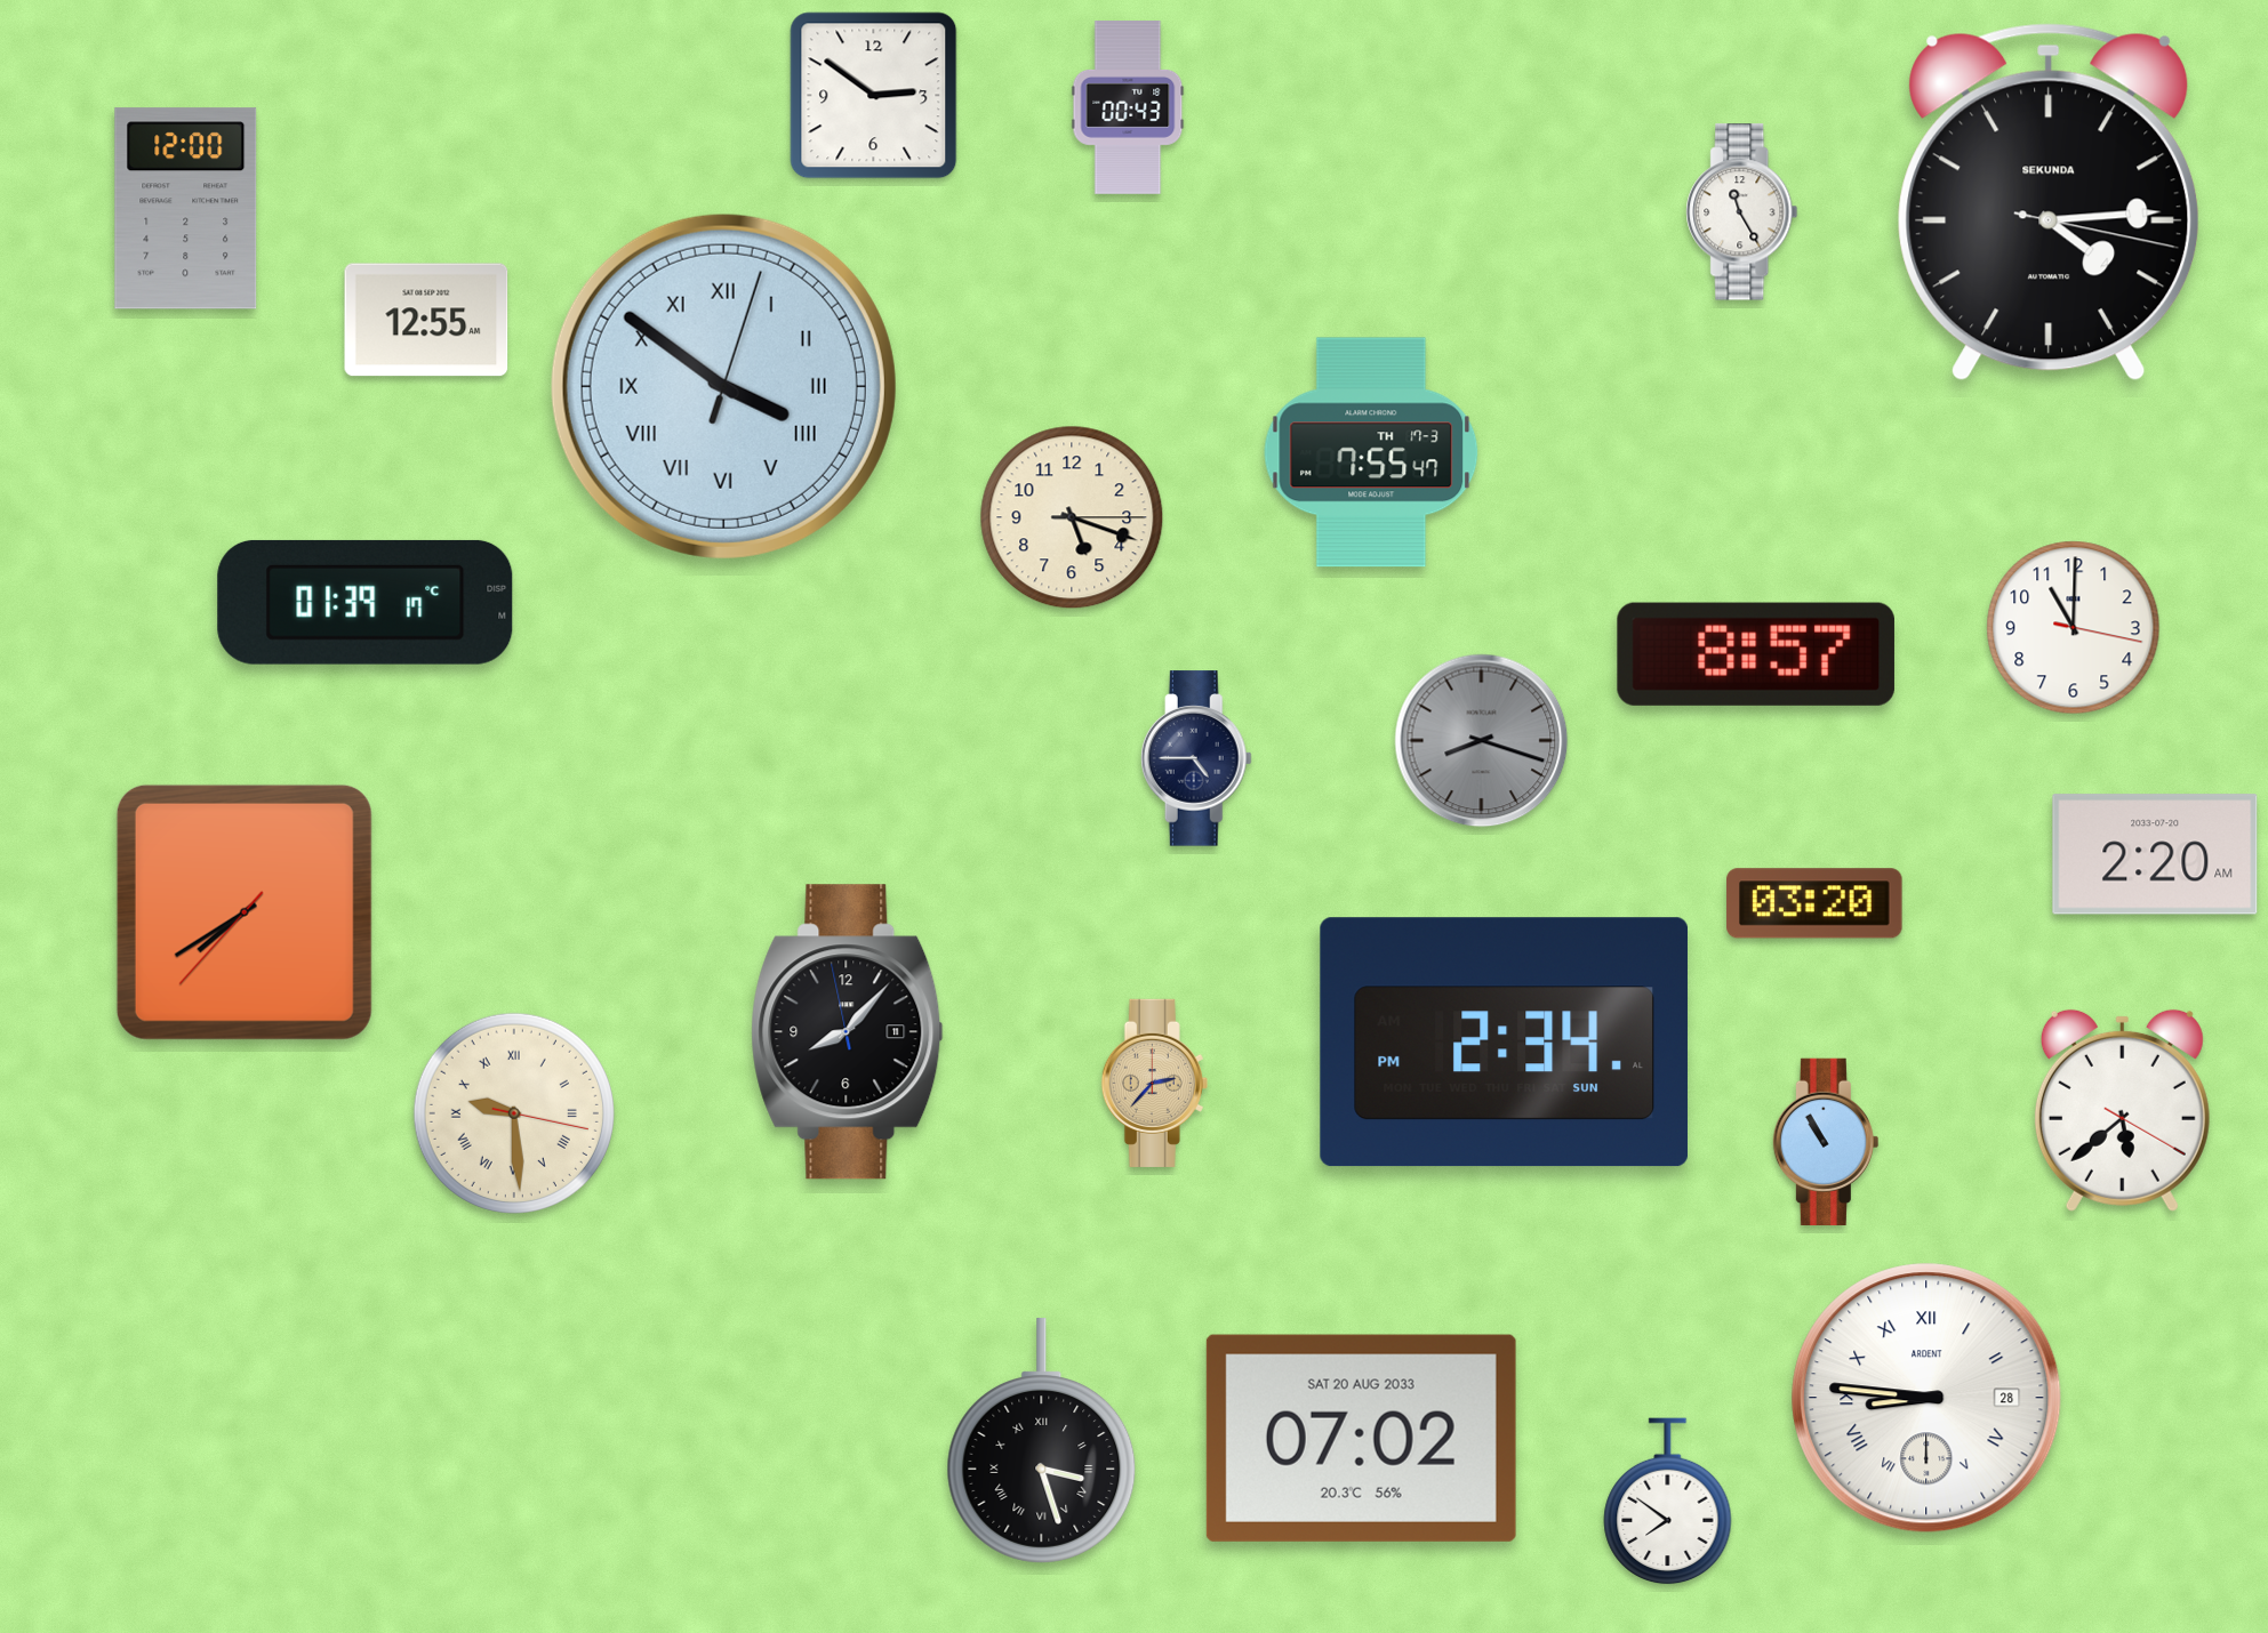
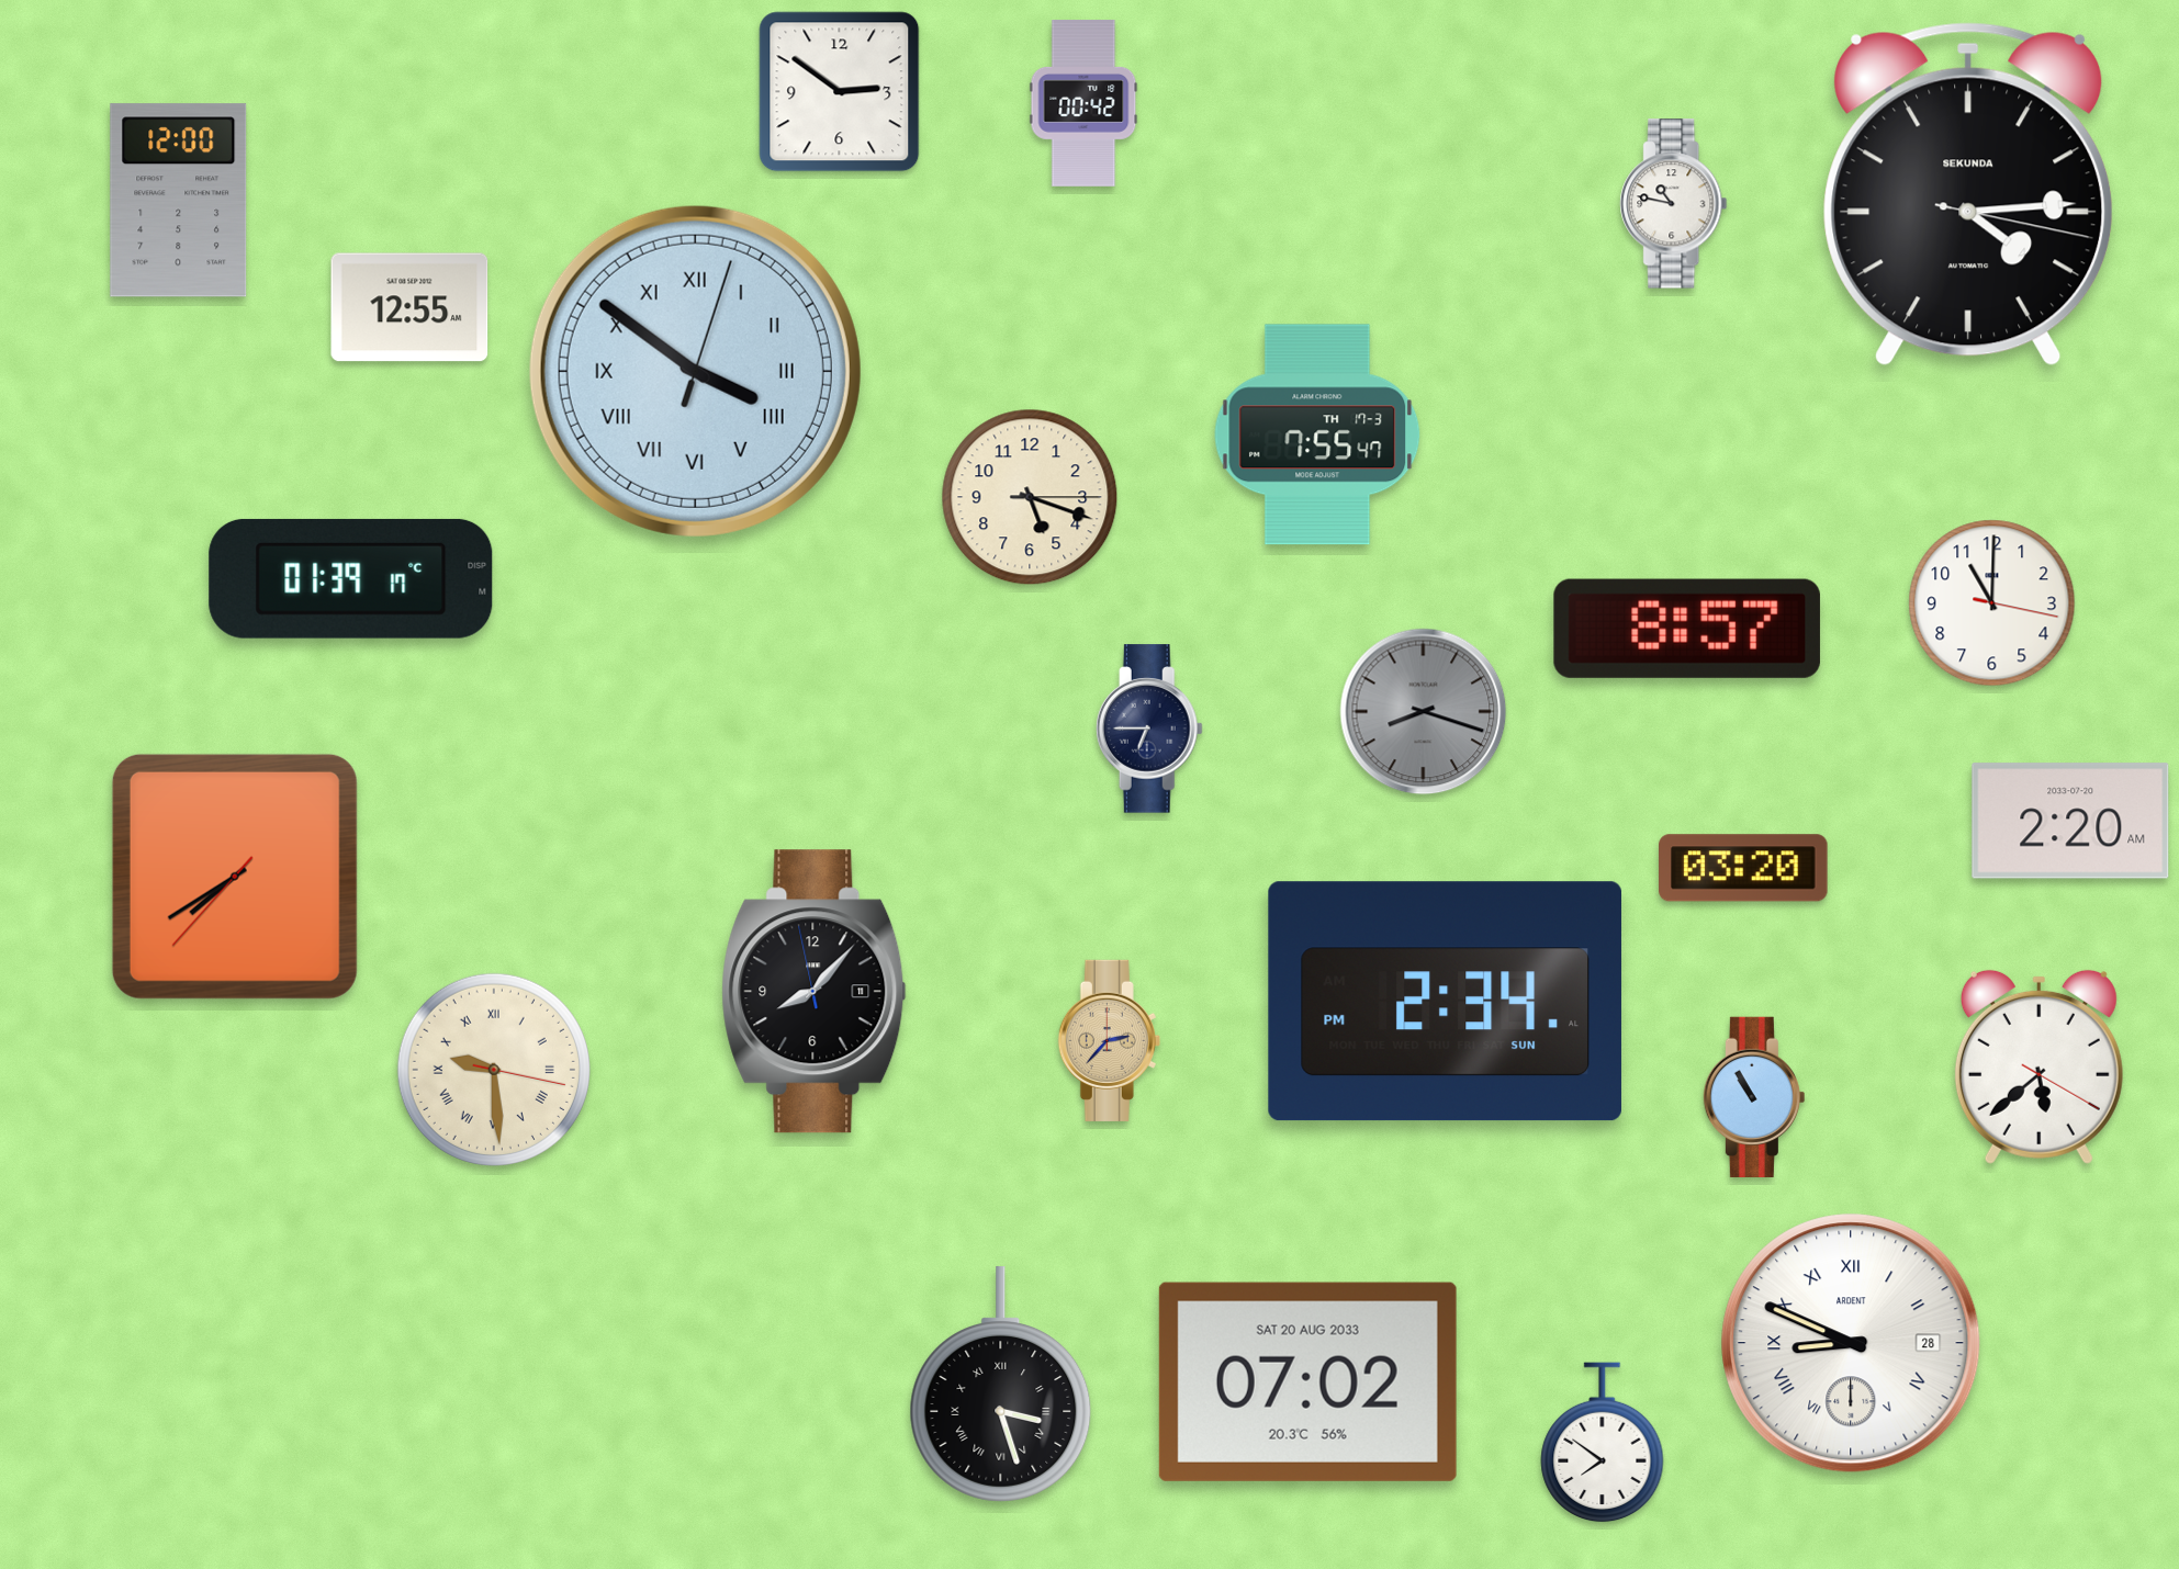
clock at (1128, 107): 00:43 -> 00:42
clock at (1742, 212): 11:25 -> 10:47
clock at (1196, 758): 4:45 -> 6:45
clock at (1926, 1398): 8:46 -> 8:49
